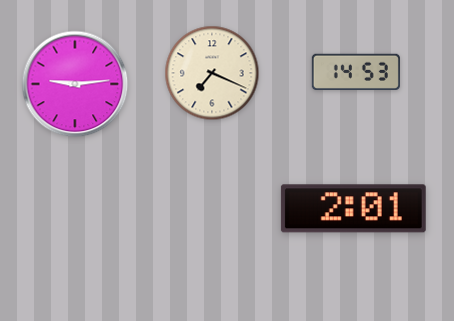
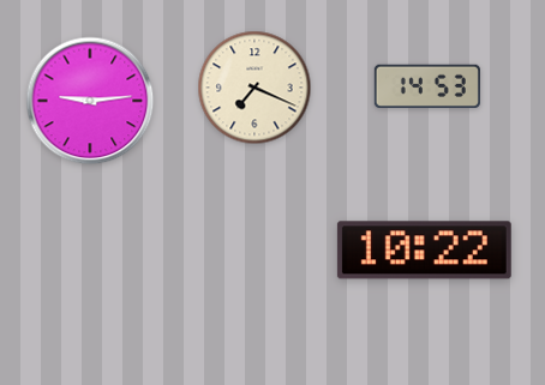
clock at (353, 209): 2:01 -> 10:22
